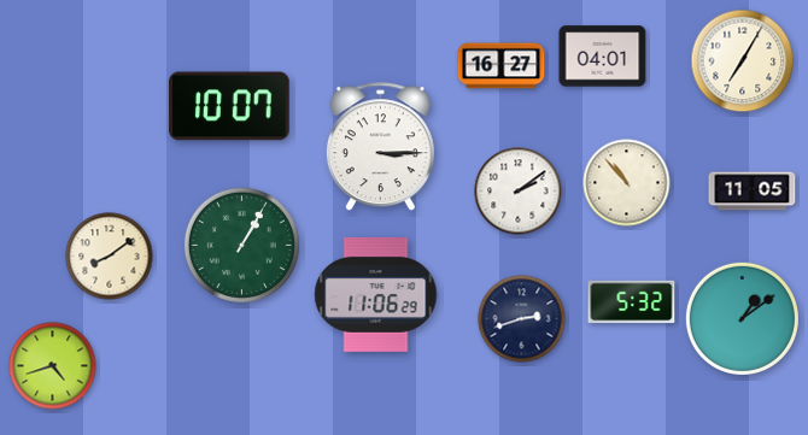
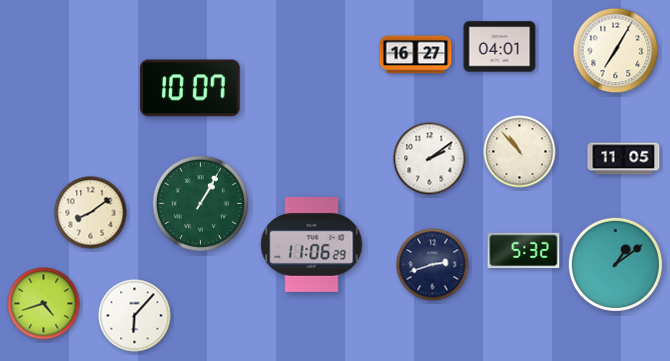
clock at (380, 147): 3:15 -> none
clock at (135, 316): none -> 6:07
